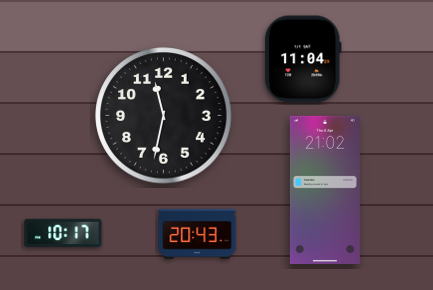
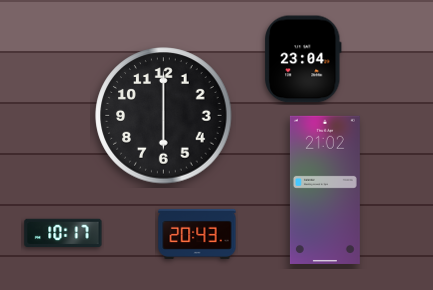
clock at (303, 59): 11:04 -> 23:04
clock at (164, 116): 11:32 -> 6:00
